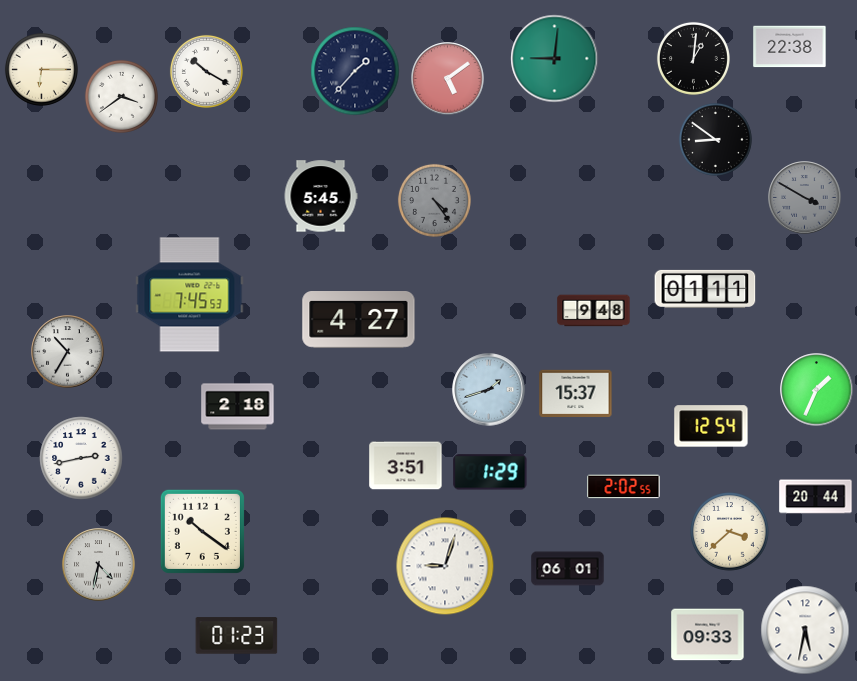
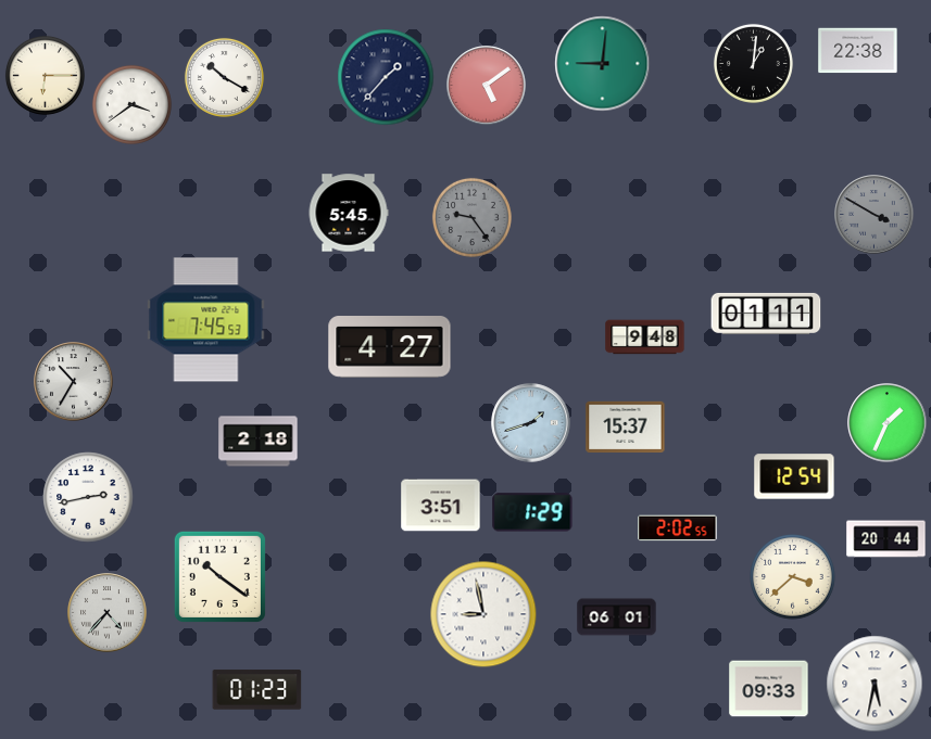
clock at (715, 139): 8:51 -> none
clock at (434, 200): 4:24 -> 9:24
clock at (711, 426) position: (711, 426) -> (794, 476)
clock at (99, 565): 4:32 -> 4:37
clock at (445, 566): 9:03 -> 8:58
